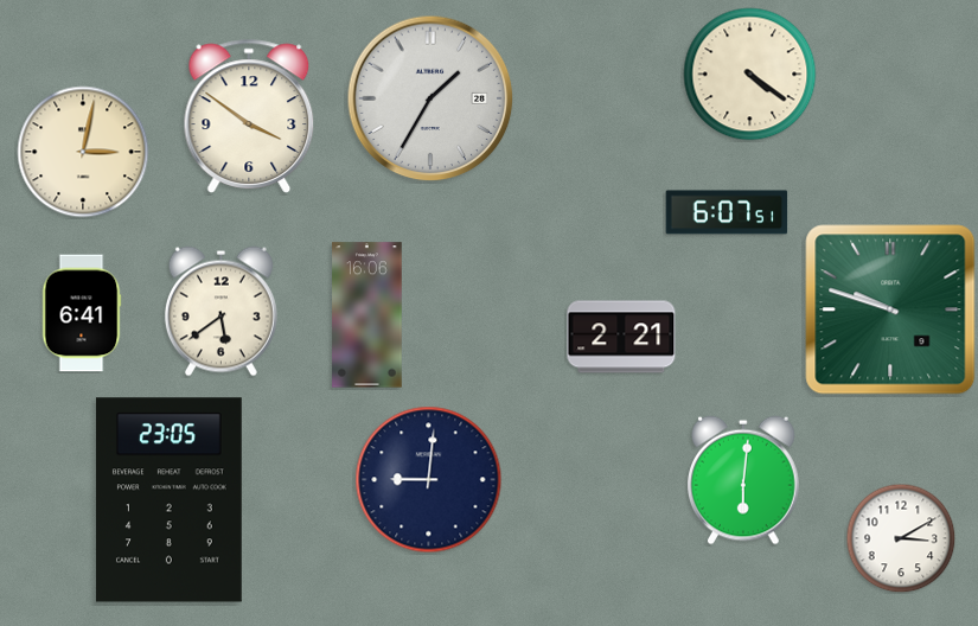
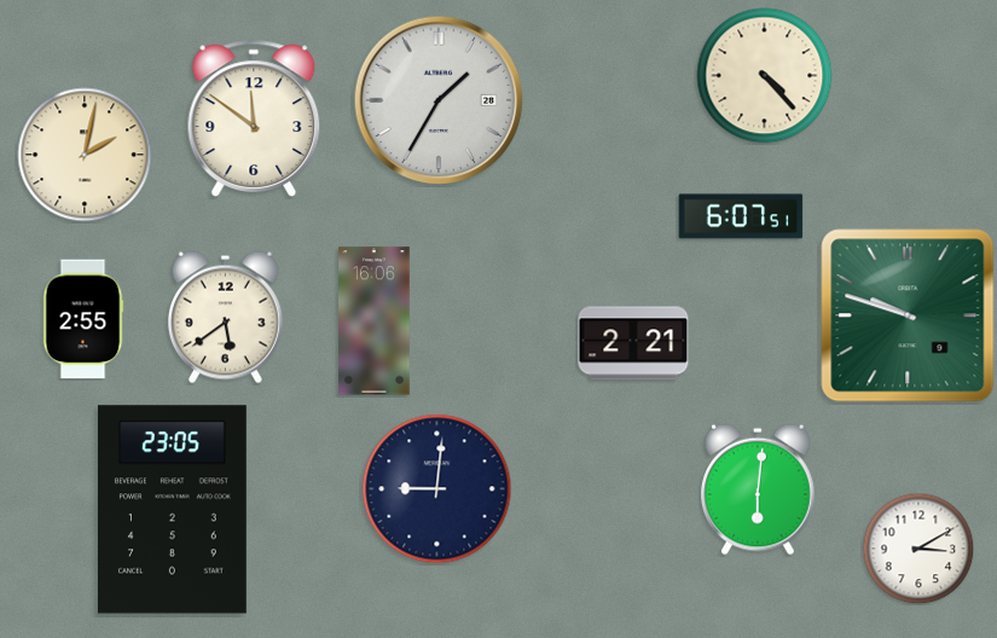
clock at (750, 75): 4:21 -> 4:23
clock at (249, 116): 3:51 -> 11:51
clock at (83, 152): 3:02 -> 2:02
clock at (82, 313): 6:41 -> 2:55
